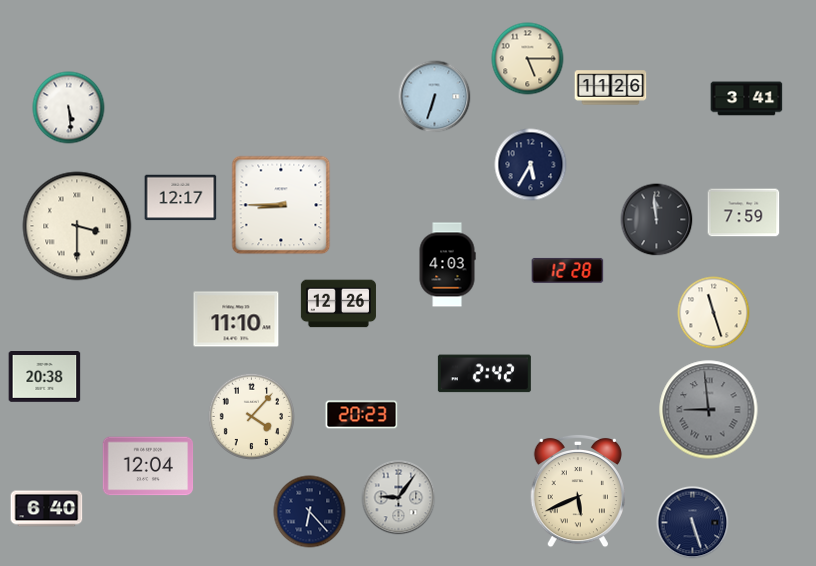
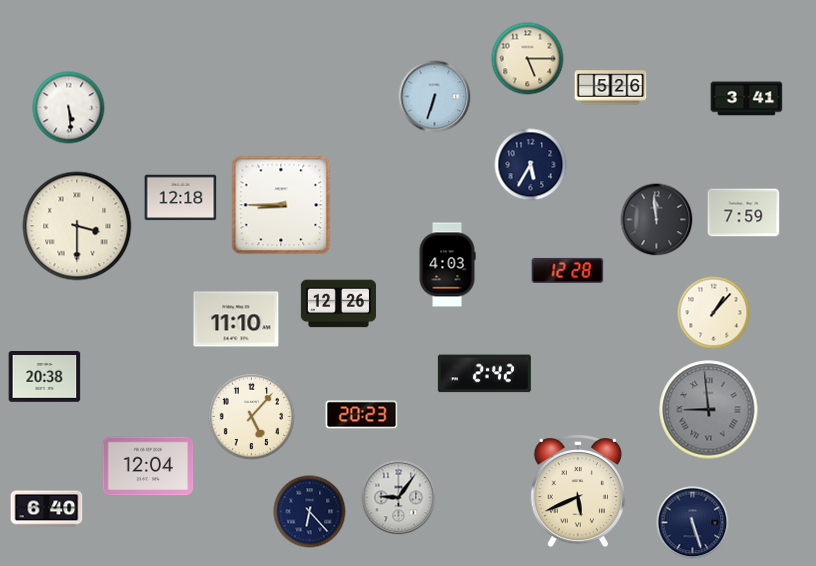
clock at (611, 88): 11:26 -> 5:26
clock at (181, 198): 12:17 -> 12:18
clock at (714, 313): 11:27 -> 1:07
clock at (251, 416): 4:07 -> 5:07
